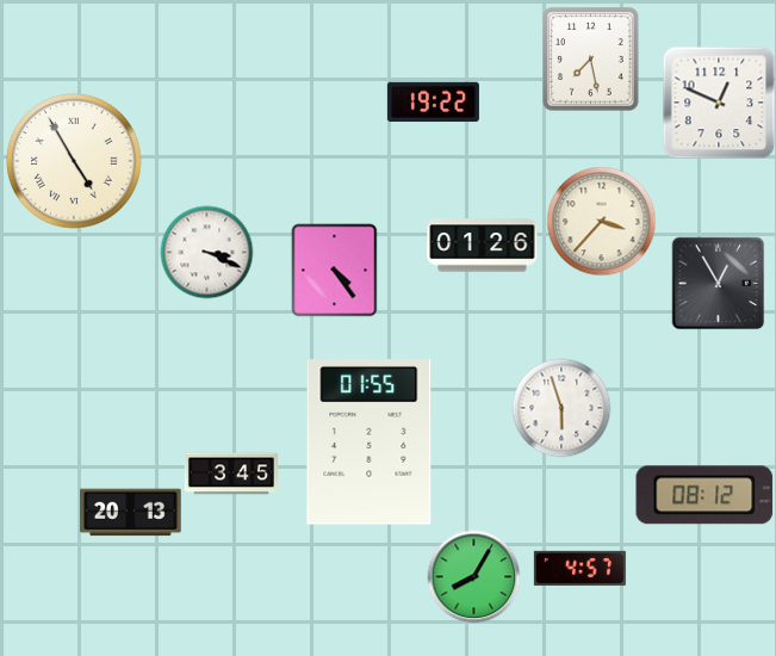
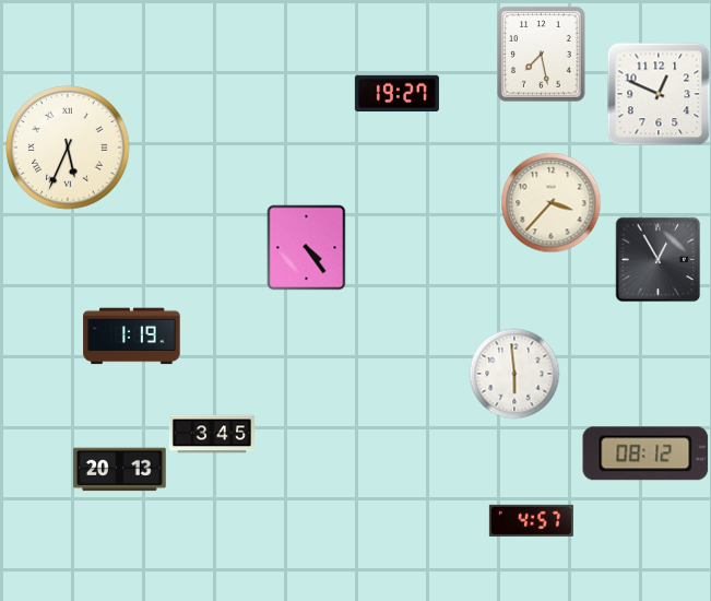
clock at (433, 103): 19:22 -> 19:27
clock at (74, 161): 4:55 -> 5:34
clock at (483, 246): 01:26 -> none
clock at (206, 252): 3:19 -> none
clock at (132, 337): none -> 1:19
clock at (561, 408): 5:57 -> 5:59
clock at (370, 443): 01:55 -> none
clock at (473, 576): 8:05 -> none
